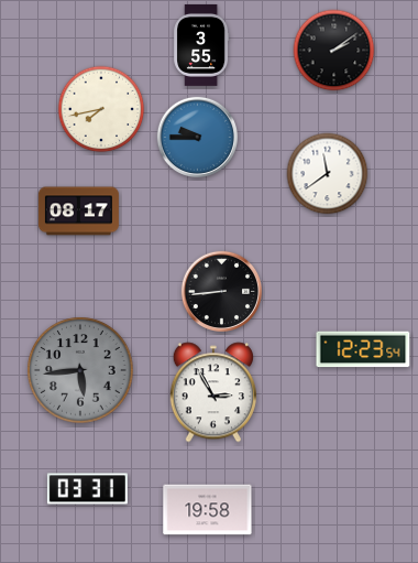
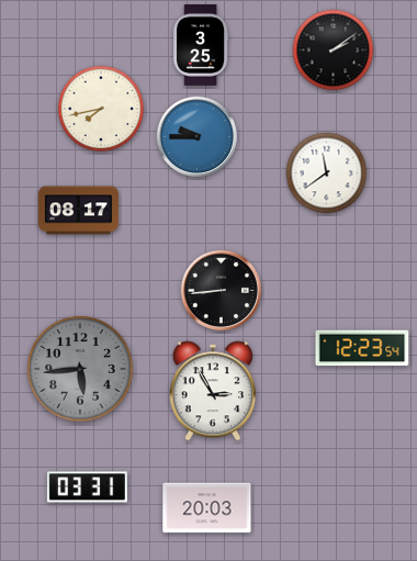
clock at (201, 45): 3:55 -> 3:25
clock at (208, 510): 19:58 -> 20:03
